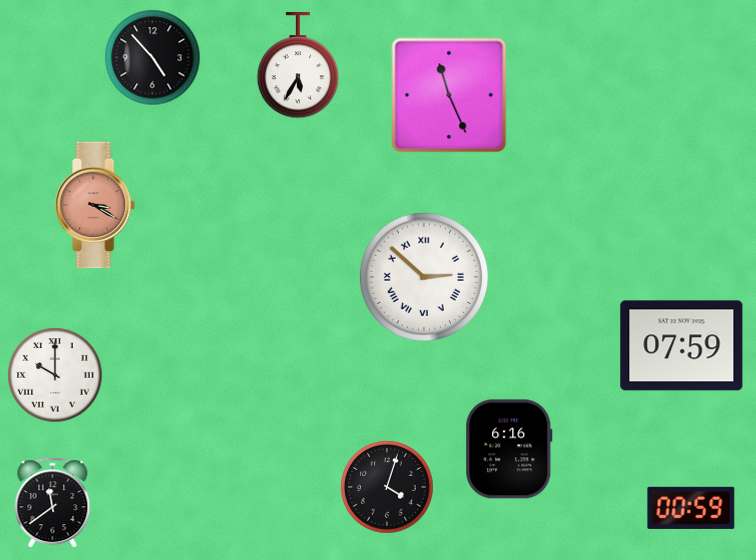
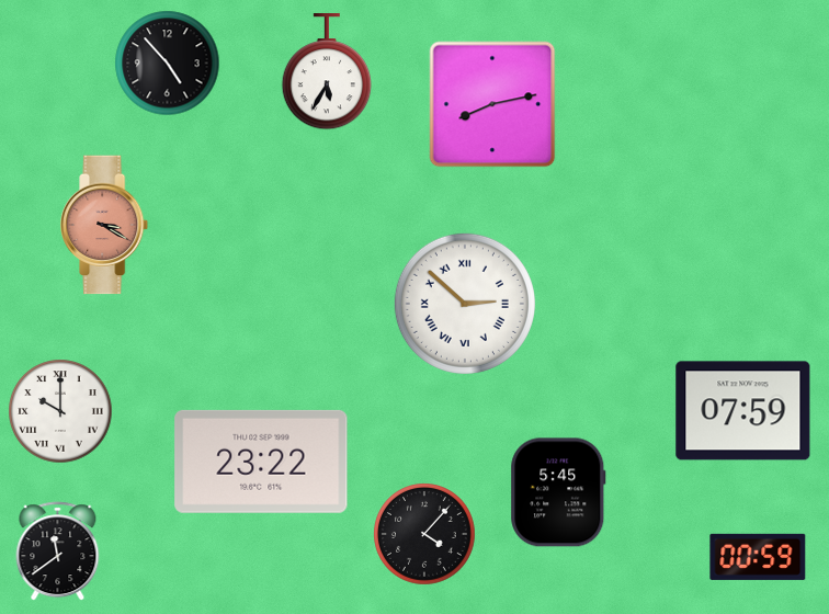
clock at (449, 95): 11:26 -> 8:13
clock at (682, 346) position: (682, 346) -> (743, 411)
clock at (261, 462): none -> 23:22
clock at (509, 449): 6:16 -> 5:45
clock at (387, 487): 4:03 -> 4:07
